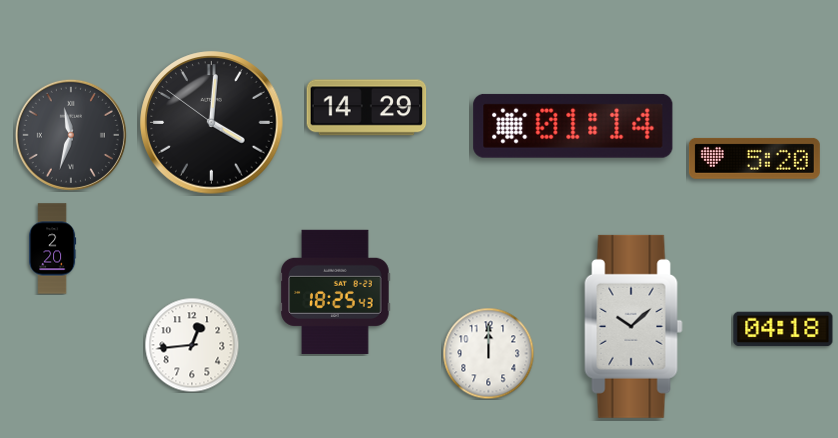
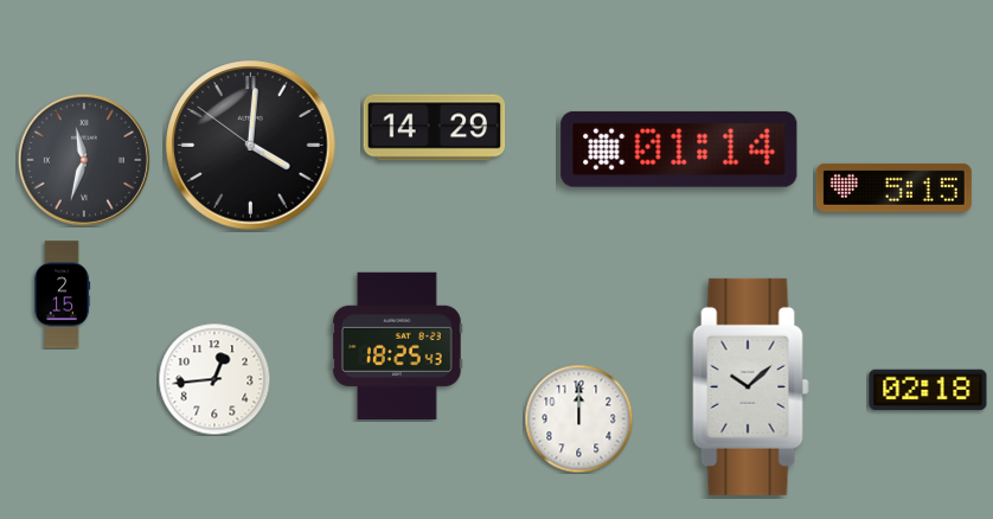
clock at (754, 158): 5:20 -> 5:15
clock at (53, 249): 2:20 -> 2:15
clock at (783, 329): 04:18 -> 02:18
clock at (192, 345) position: (192, 345) -> (214, 379)
